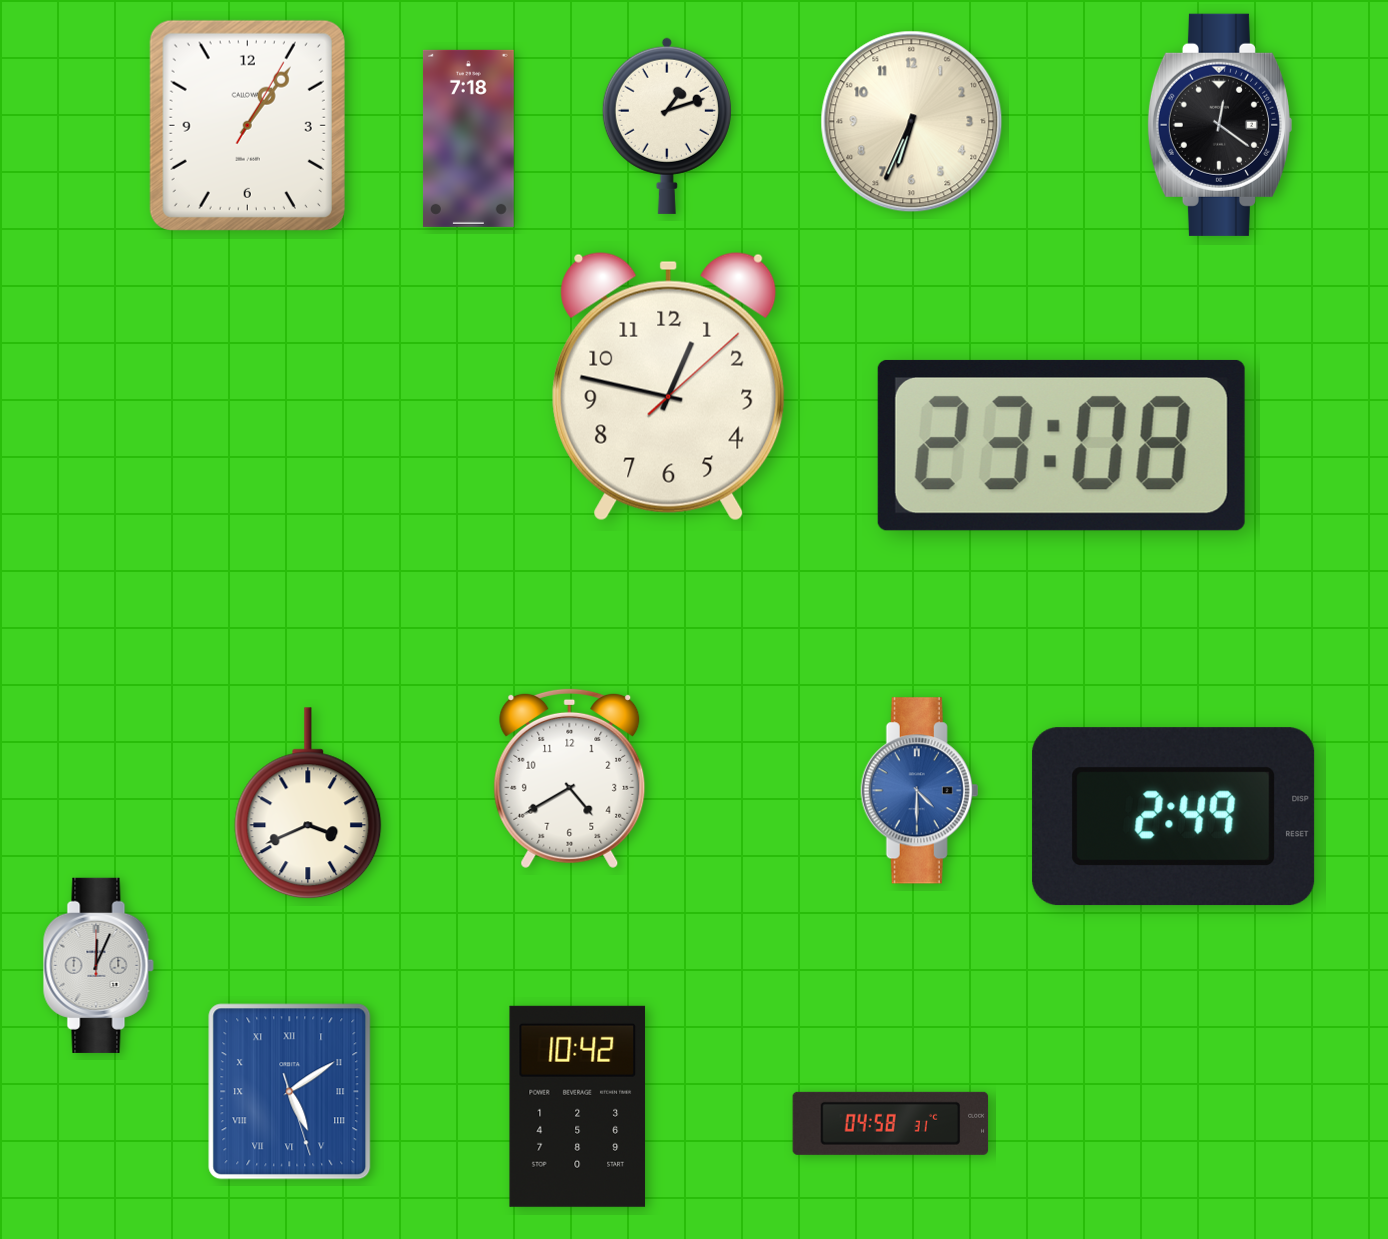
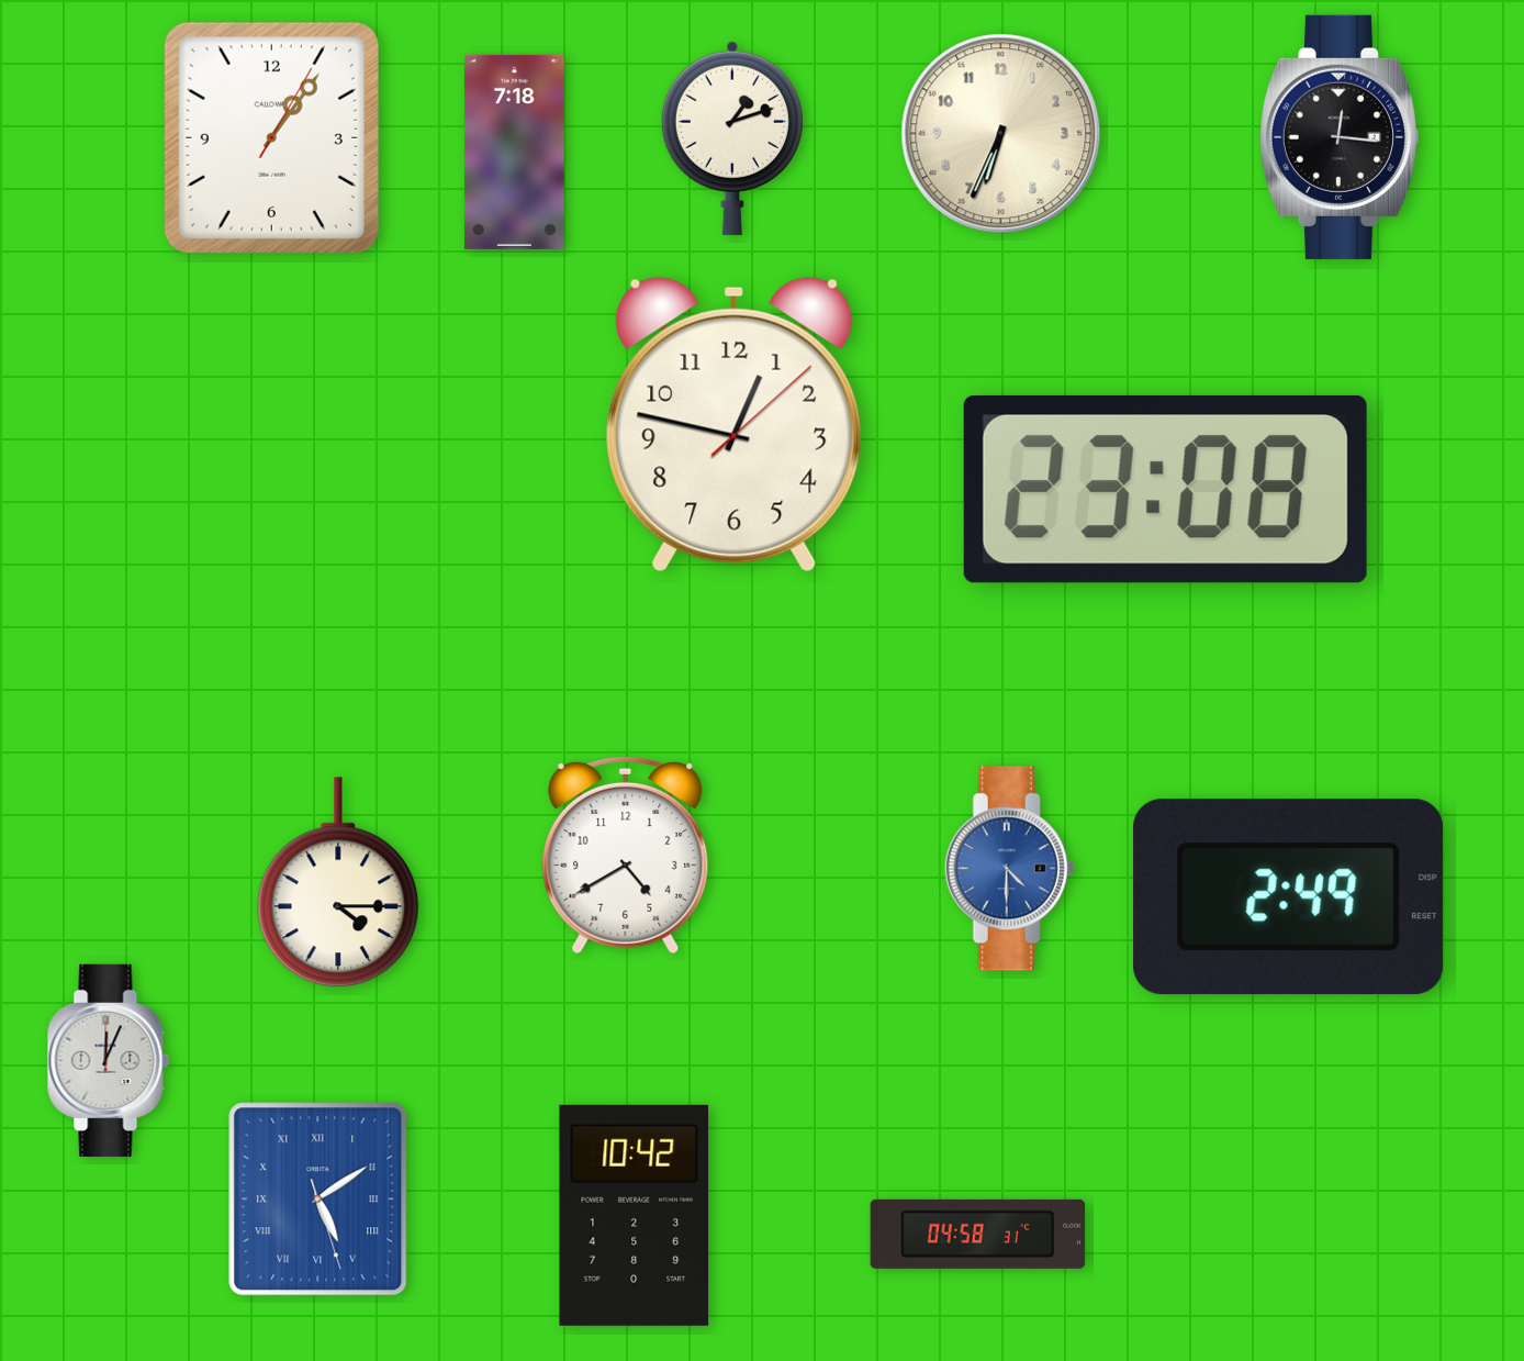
clock at (1219, 125): 12:21 -> 12:16
clock at (308, 804): 3:41 -> 4:15
